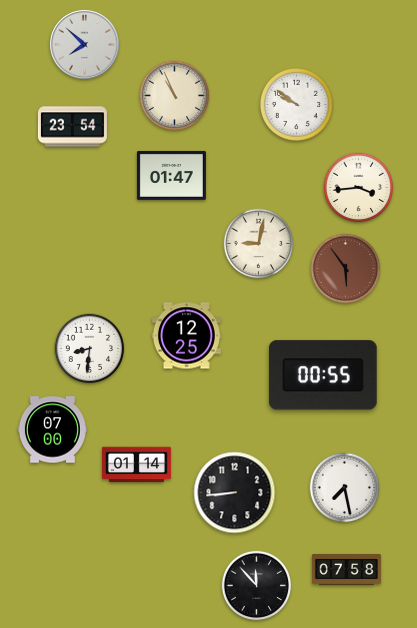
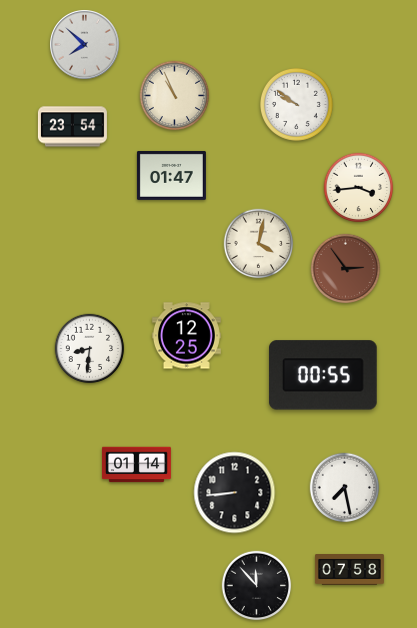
clock at (259, 244): 9:02 -> 4:02
clock at (346, 269): 5:54 -> 2:54
clock at (52, 430): 07:00 -> none
clock at (346, 570) position: (346, 570) -> (349, 570)
